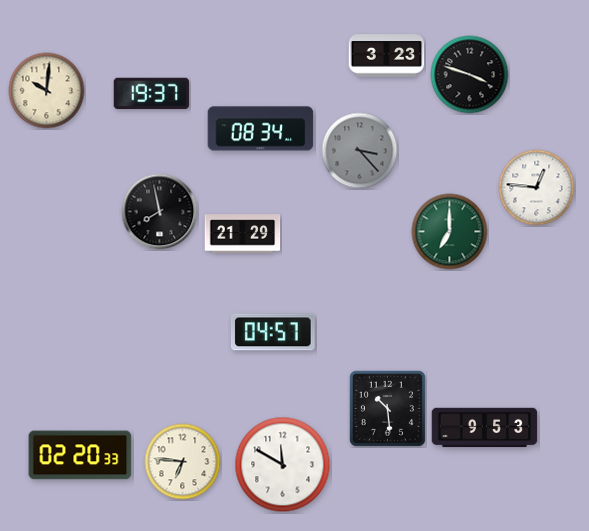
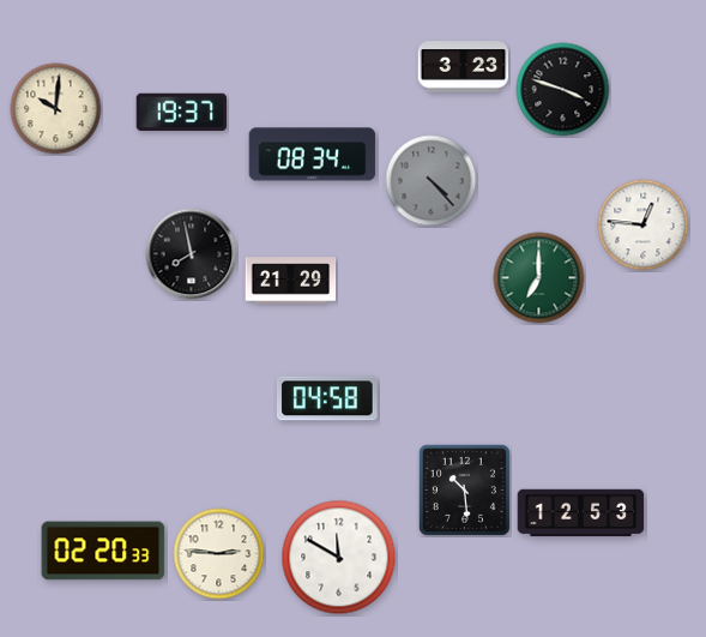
clock at (360, 151): 3:23 -> 4:23
clock at (273, 332): 04:57 -> 04:58
clock at (485, 428): 9:53 -> 12:53
clock at (80, 455) position: (80, 455) -> (103, 551)
clock at (183, 462): 6:46 -> 2:46
